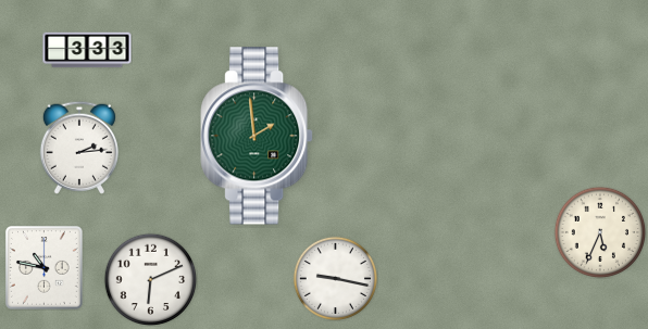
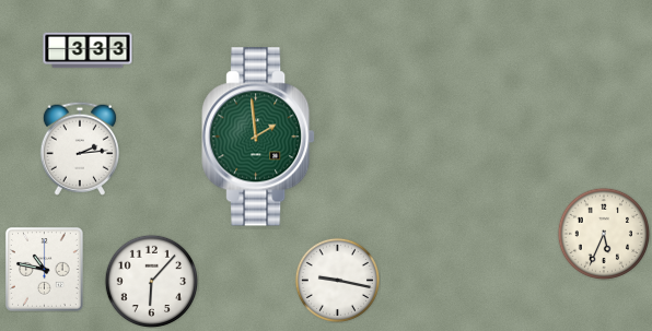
clock at (150, 279): 6:11 -> 6:07
